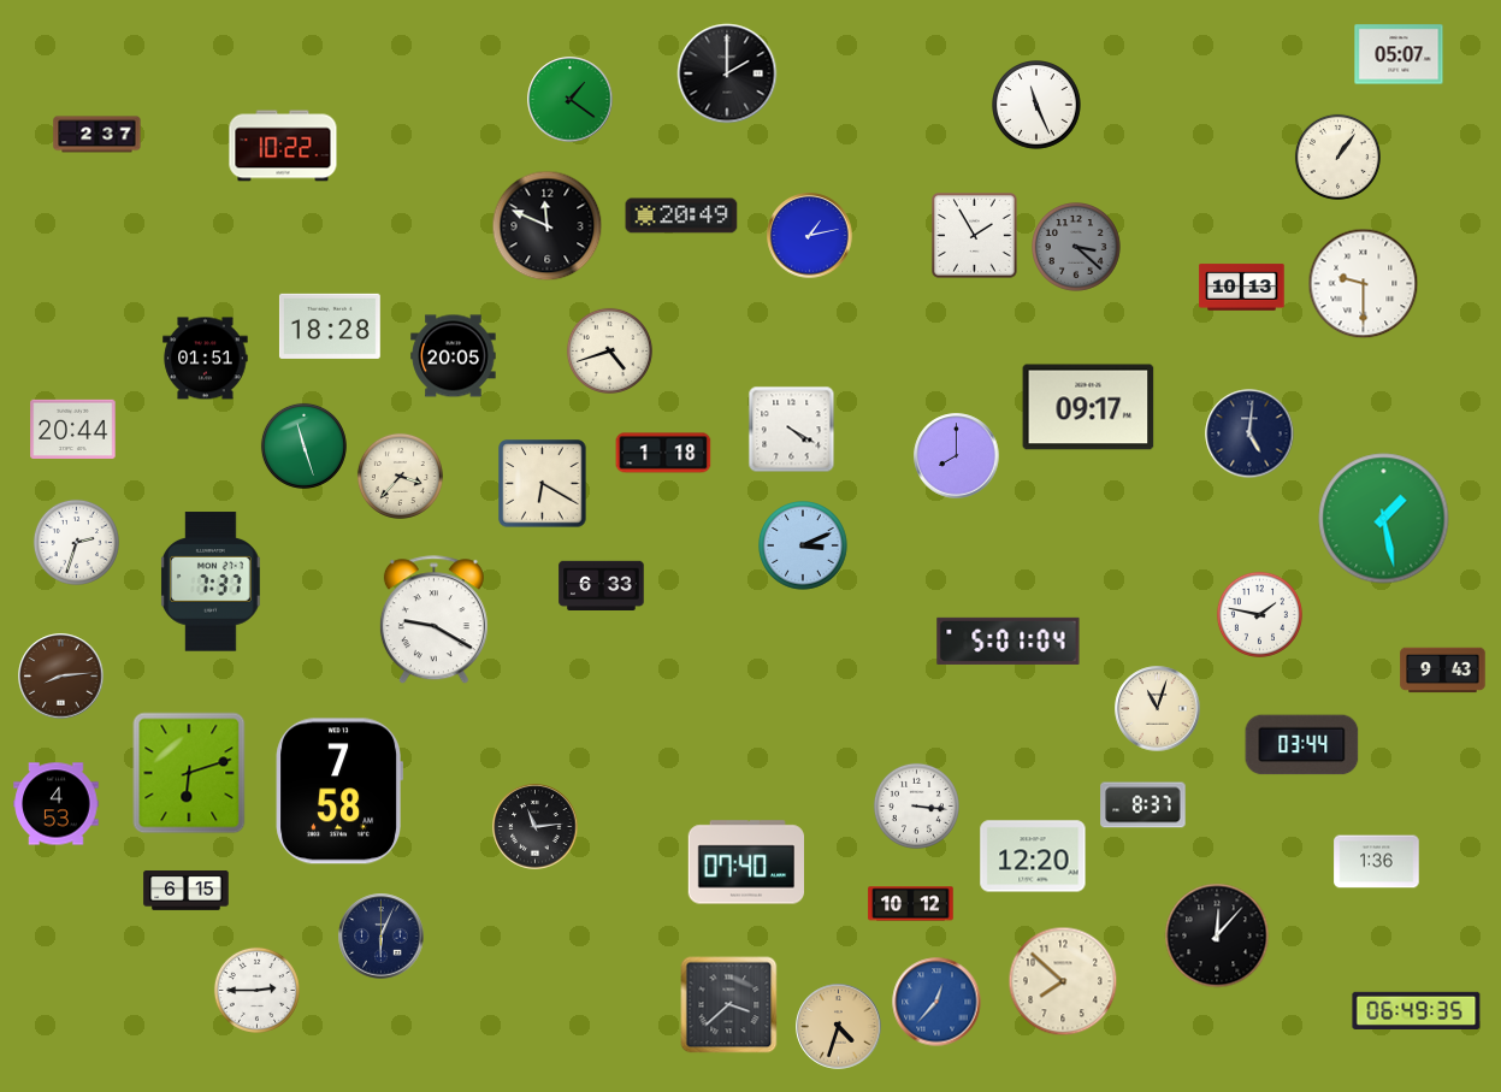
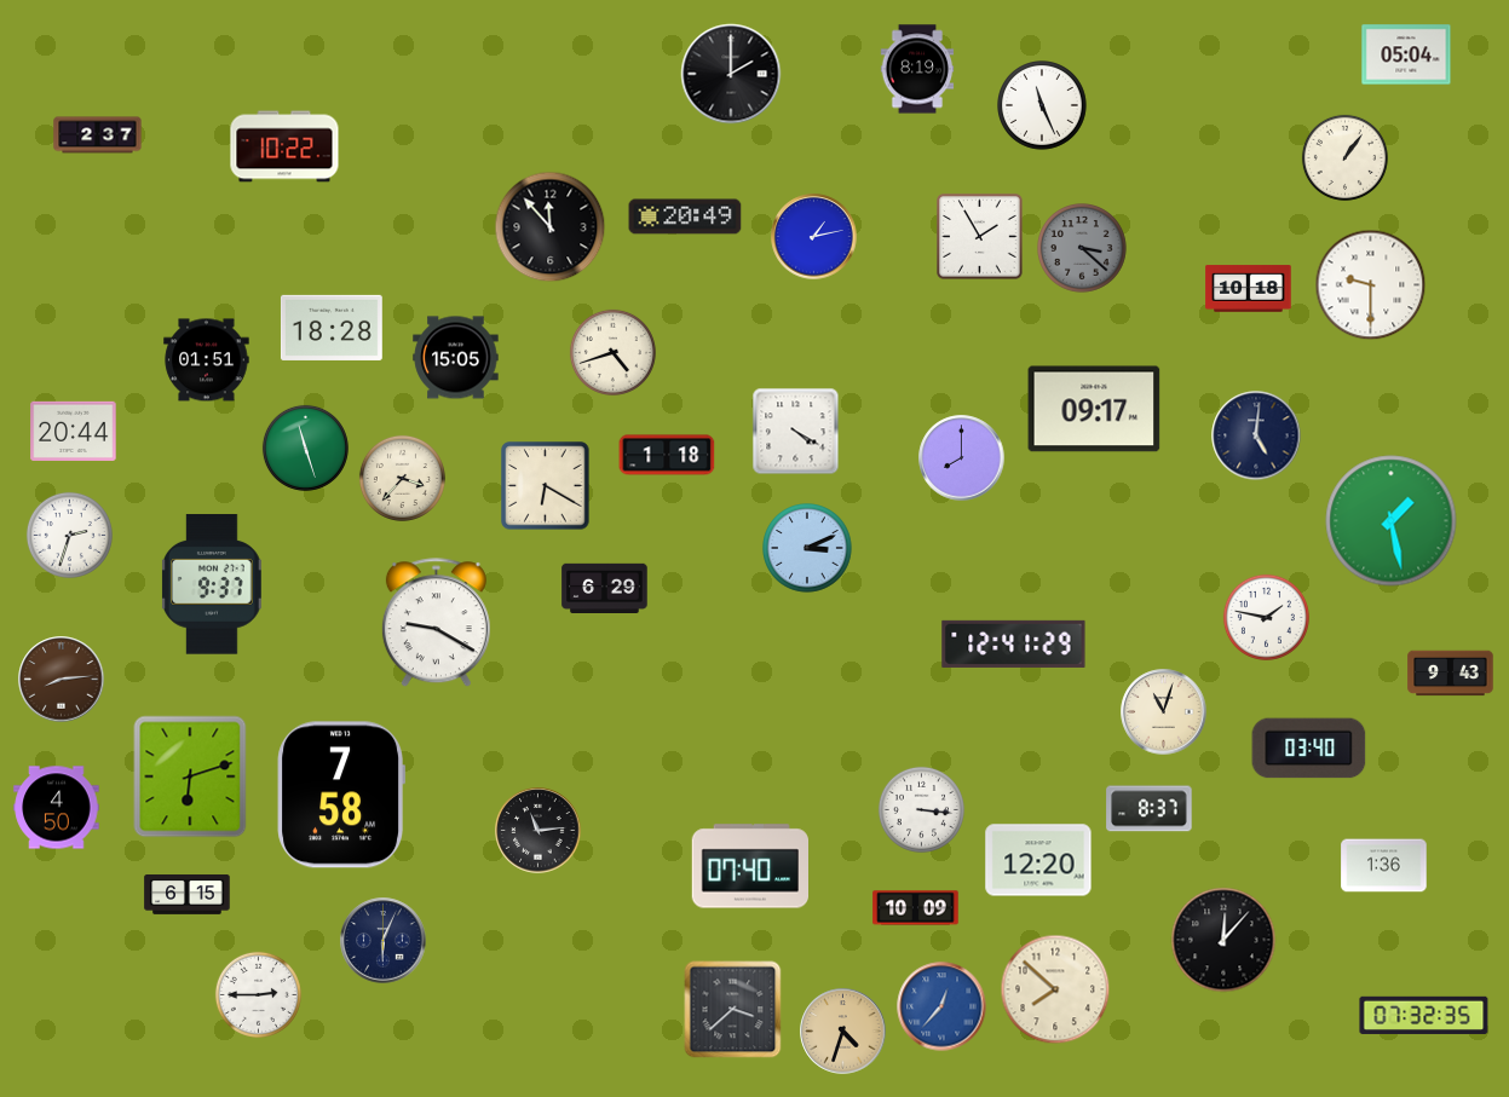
clock at (1399, 54): 05:07 -> 05:04
clock at (917, 69): none -> 8:19
clock at (571, 100): 1:21 -> none
clock at (548, 226): 11:49 -> 11:53
clock at (1242, 288): 10:13 -> 10:18
clock at (454, 356): 20:05 -> 15:05
clock at (76, 542) position: (76, 542) -> (69, 535)
clock at (211, 582): 7:37 -> 9:37
clock at (602, 585): 6:33 -> 6:29
clock at (1009, 641): 5:01 -> 12:41
clock at (1302, 745): 03:44 -> 03:40
clock at (57, 804): 4:53 -> 4:50
clock at (911, 904): 10:12 -> 10:09
clock at (1063, 981) position: (1063, 981) -> (1055, 989)
clock at (1417, 1010): 06:49 -> 07:32
